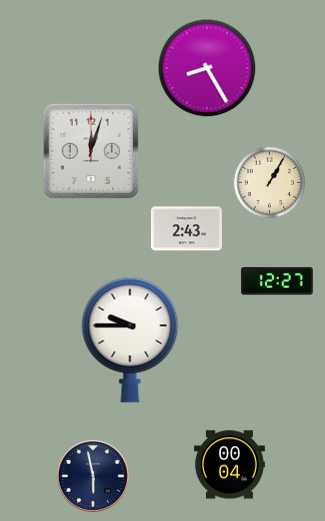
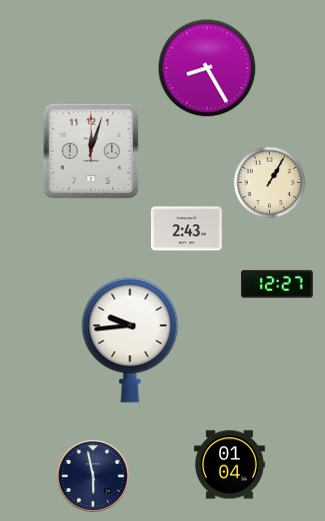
clock at (277, 281) position: (277, 281) -> (277, 284)
clock at (130, 340): 9:45 -> 9:44
clock at (229, 465): 00:04 -> 01:04
